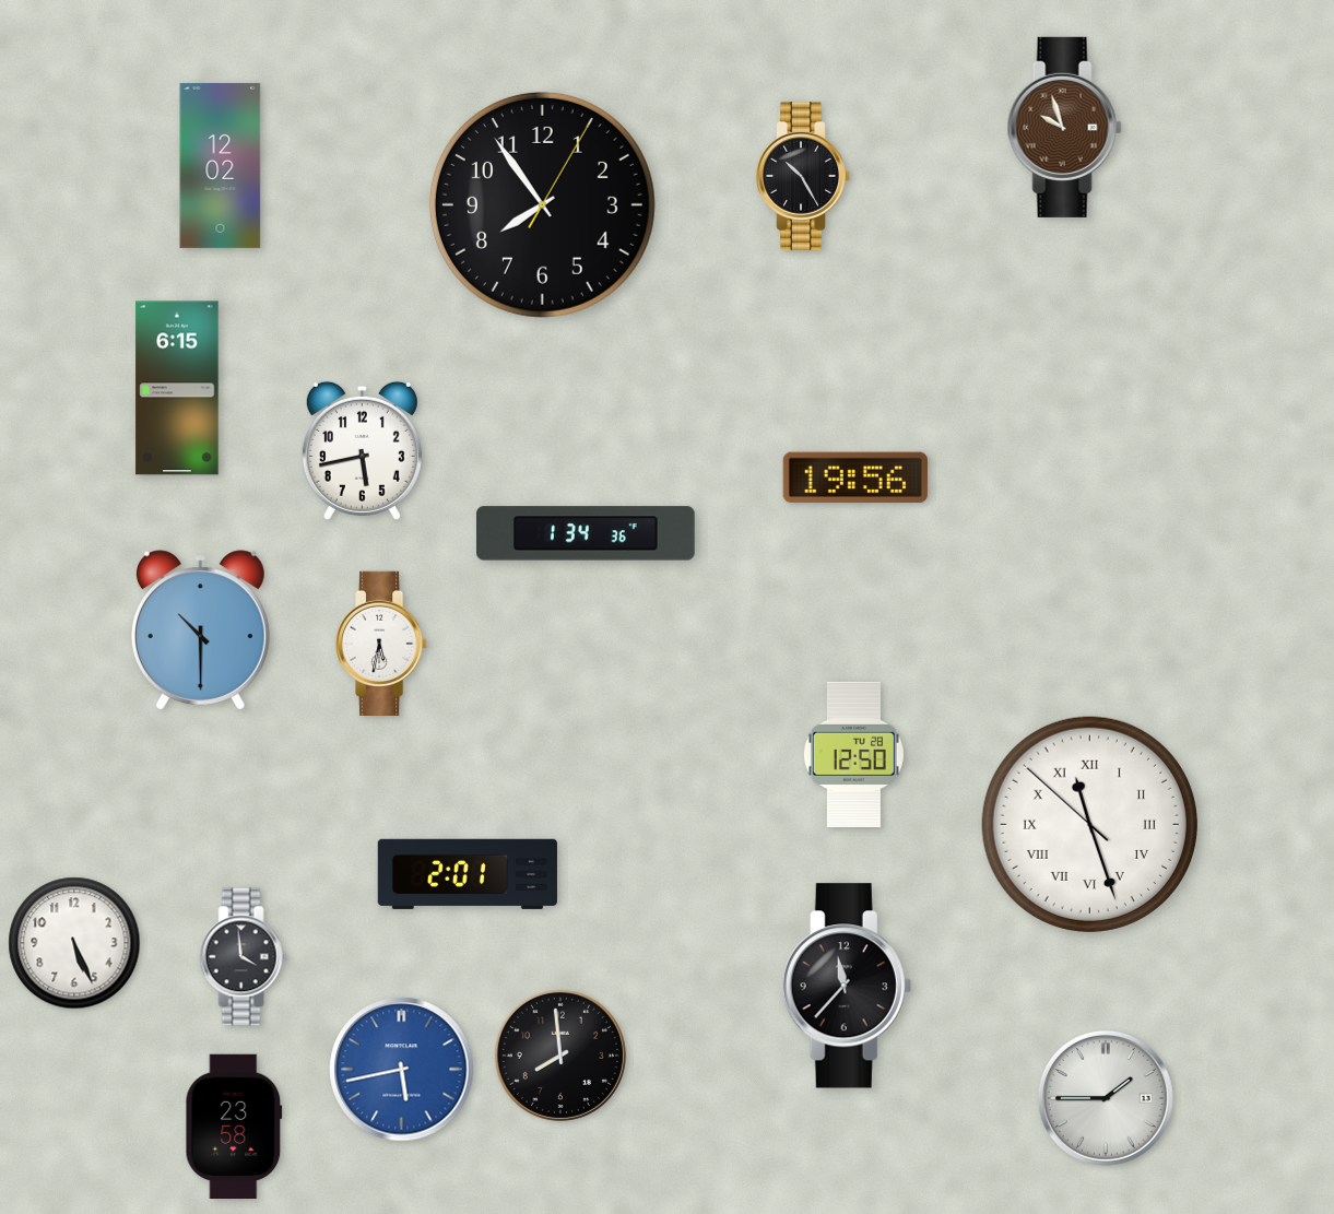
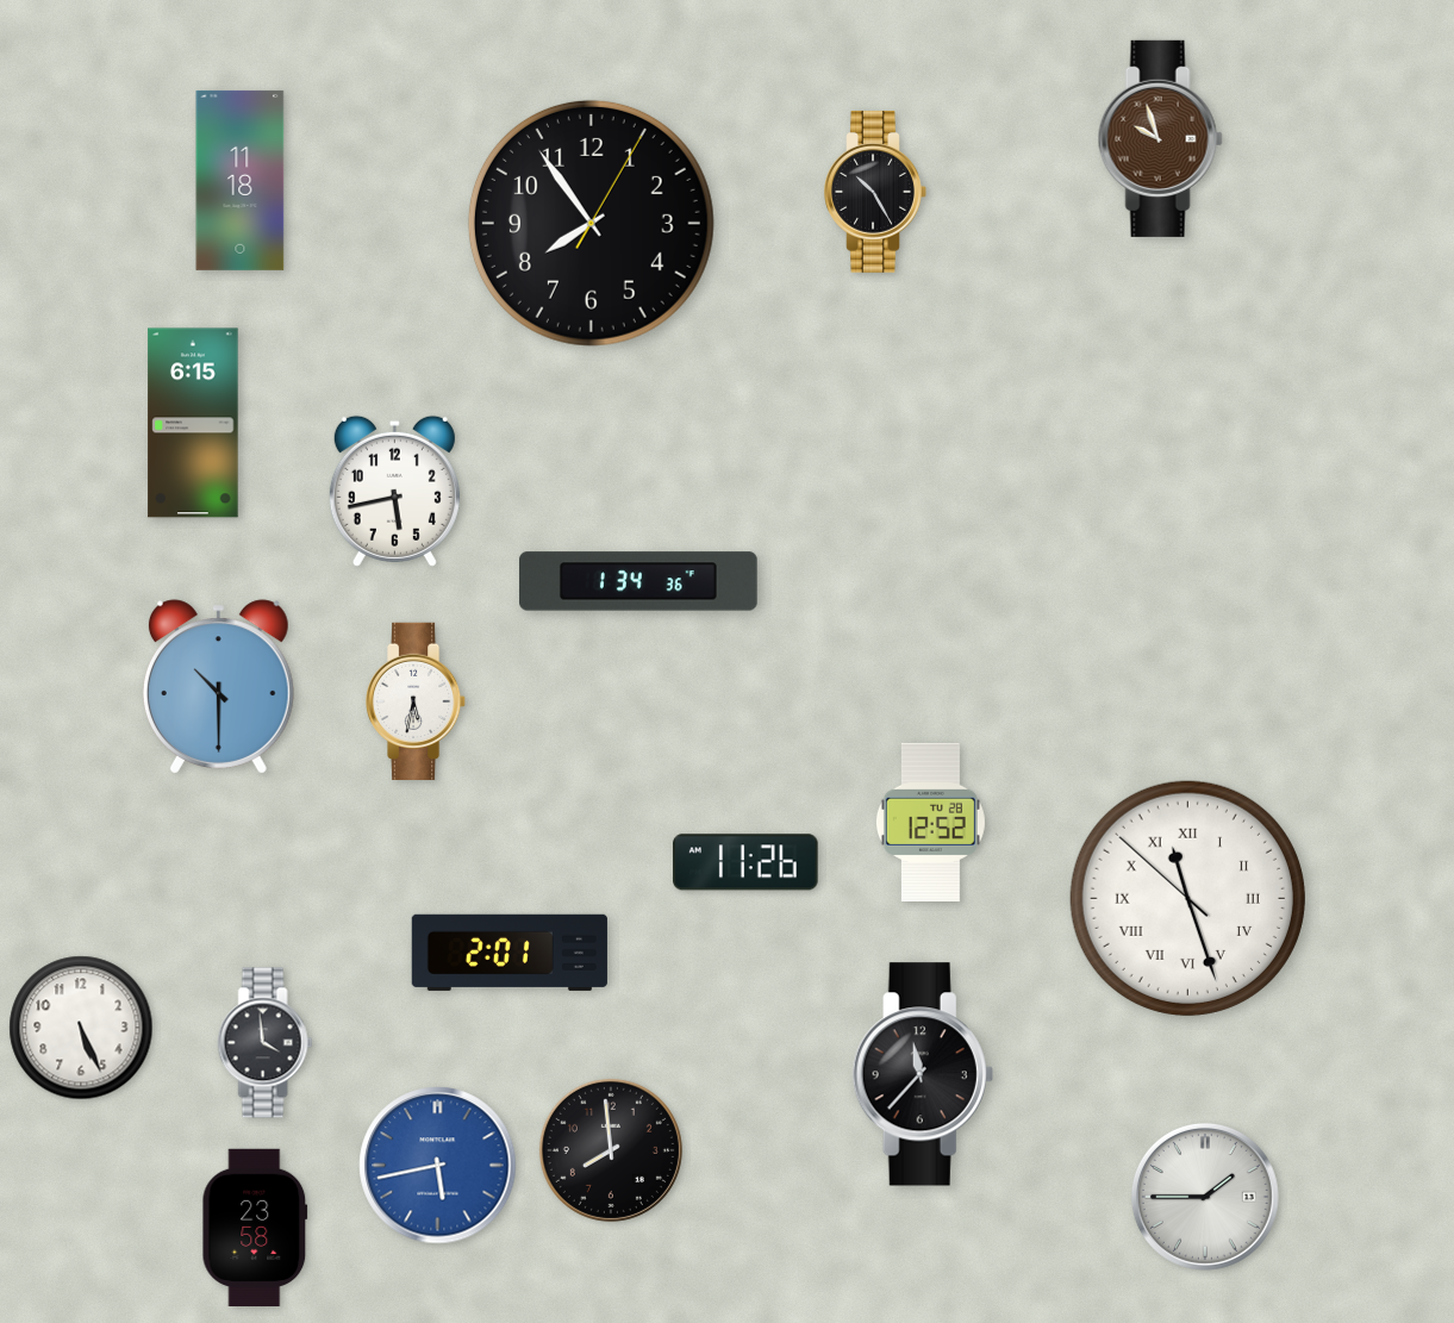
clock at (221, 165): 12:02 -> 11:18
clock at (855, 478): 19:56 -> none
clock at (853, 754): 12:50 -> 12:52
clock at (745, 862): none -> 11:26
